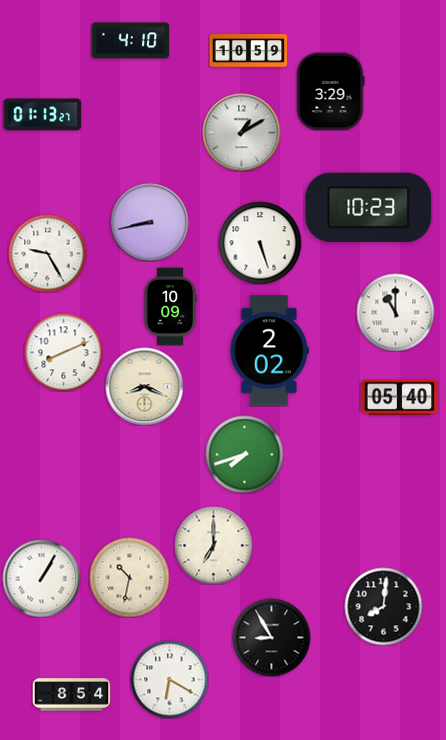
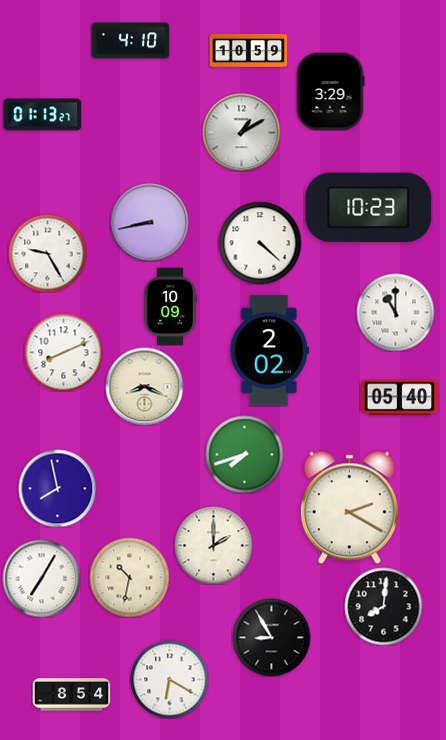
clock at (260, 243): 5:27 -> 4:22
clock at (57, 488): none -> 7:58
clock at (349, 507): none -> 2:20
clock at (213, 545): 7:00 -> 2:00
clock at (41, 578): 1:05 -> 7:05
